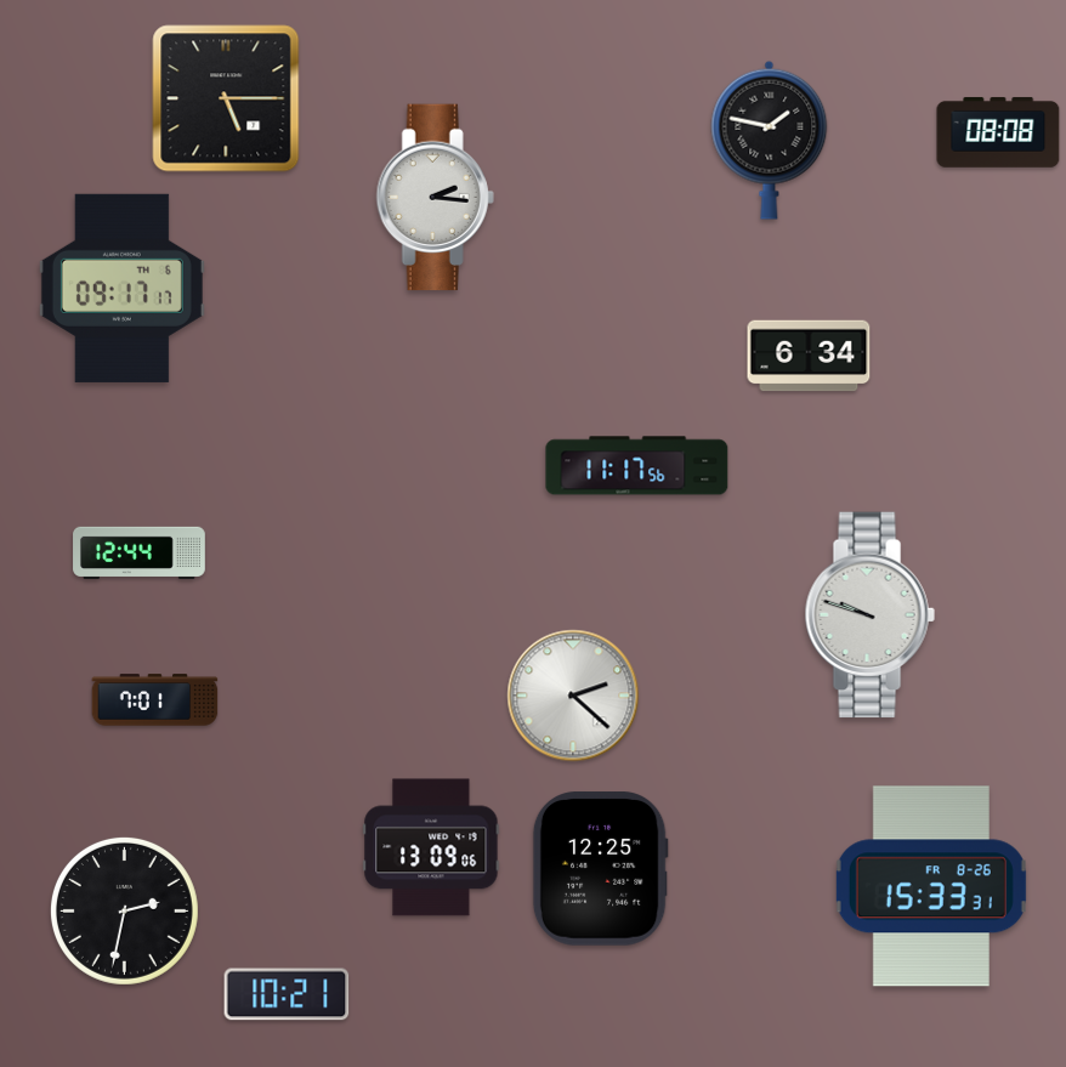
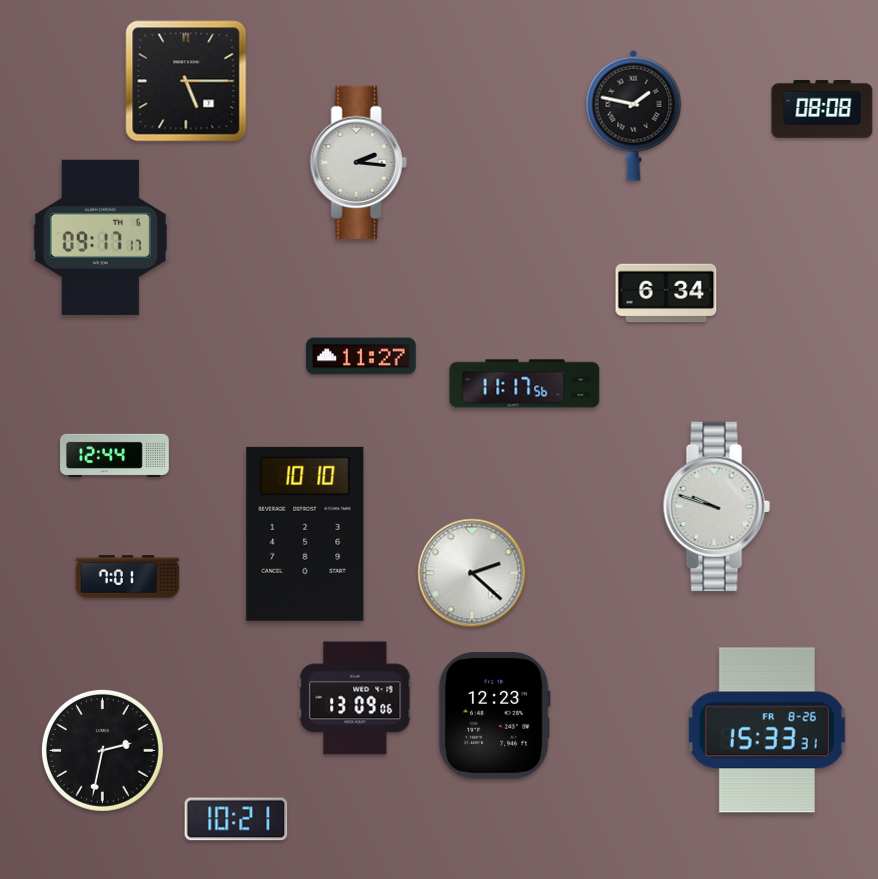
clock at (361, 356): none -> 11:27
clock at (305, 534): none -> 10:10
clock at (600, 869): 12:25 -> 12:23
